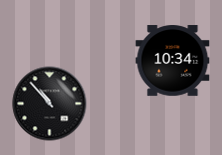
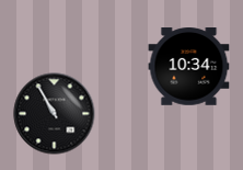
clock at (50, 104): 10:53 -> 10:55
